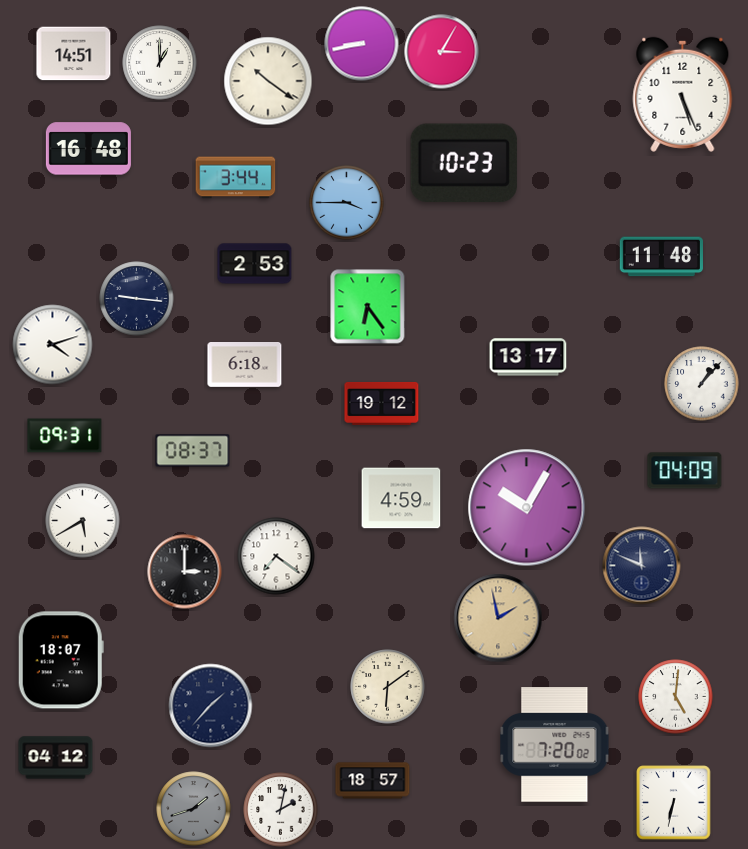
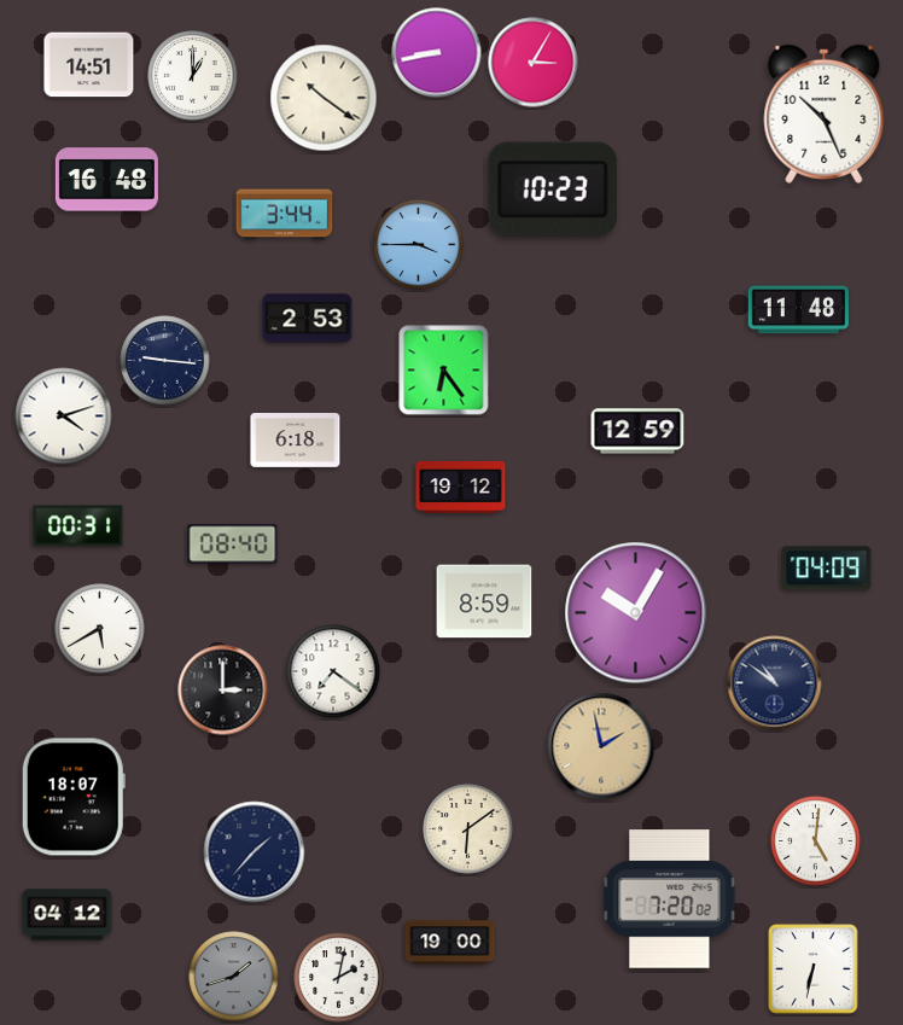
clock at (683, 94): 5:26 -> 10:26
clock at (464, 162) position: (464, 162) -> (553, 188)
clock at (528, 357): 13:17 -> 12:59
clock at (702, 384): 1:07 -> none
clock at (65, 436): 09:31 -> 00:31
clock at (193, 451): 08:37 -> 08:40
clock at (401, 498): 4:59 -> 8:59
clock at (642, 566): 11:49 -> 10:51
clock at (373, 781): 18:57 -> 19:00
